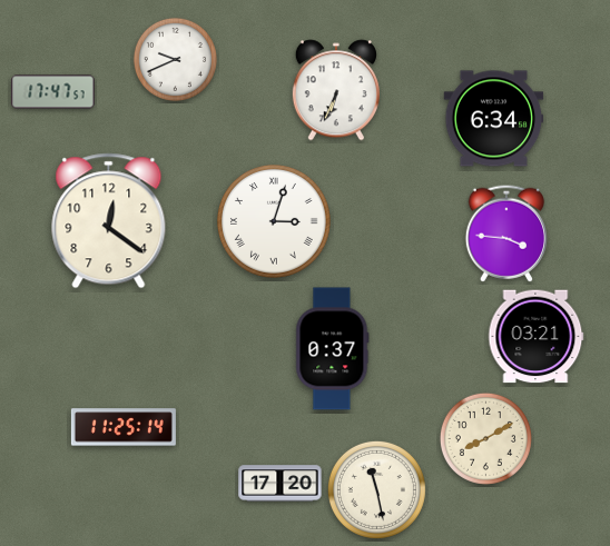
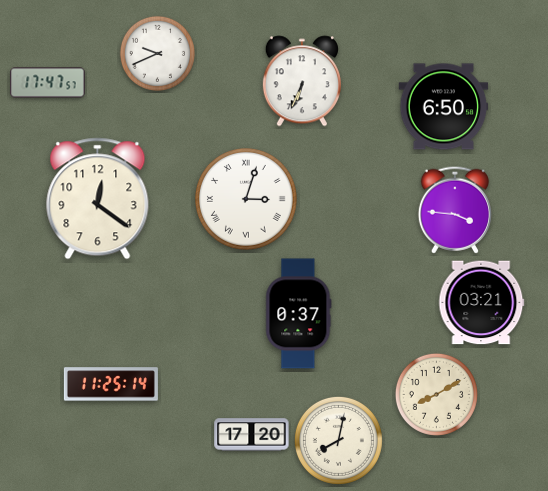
clock at (494, 119): 6:34 -> 6:50
clock at (376, 489): 11:28 -> 8:02
